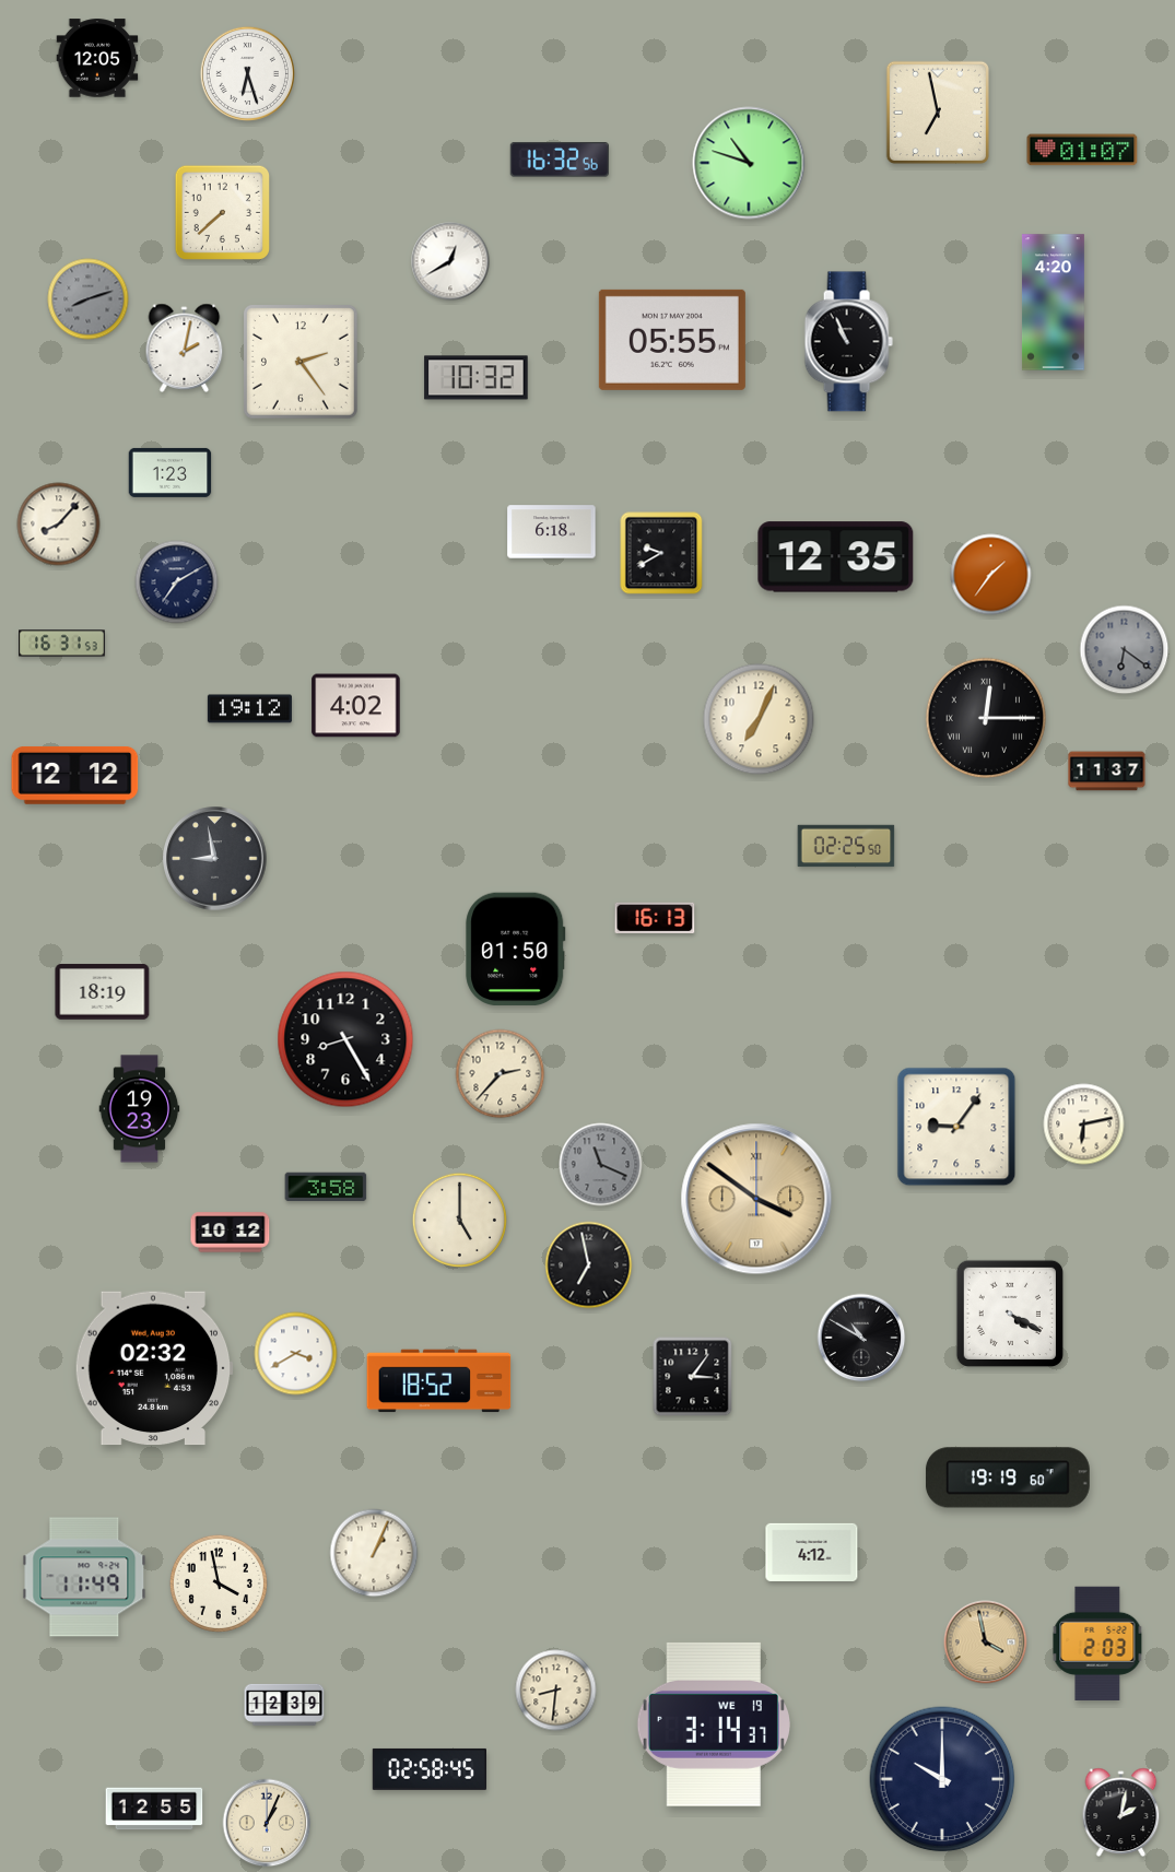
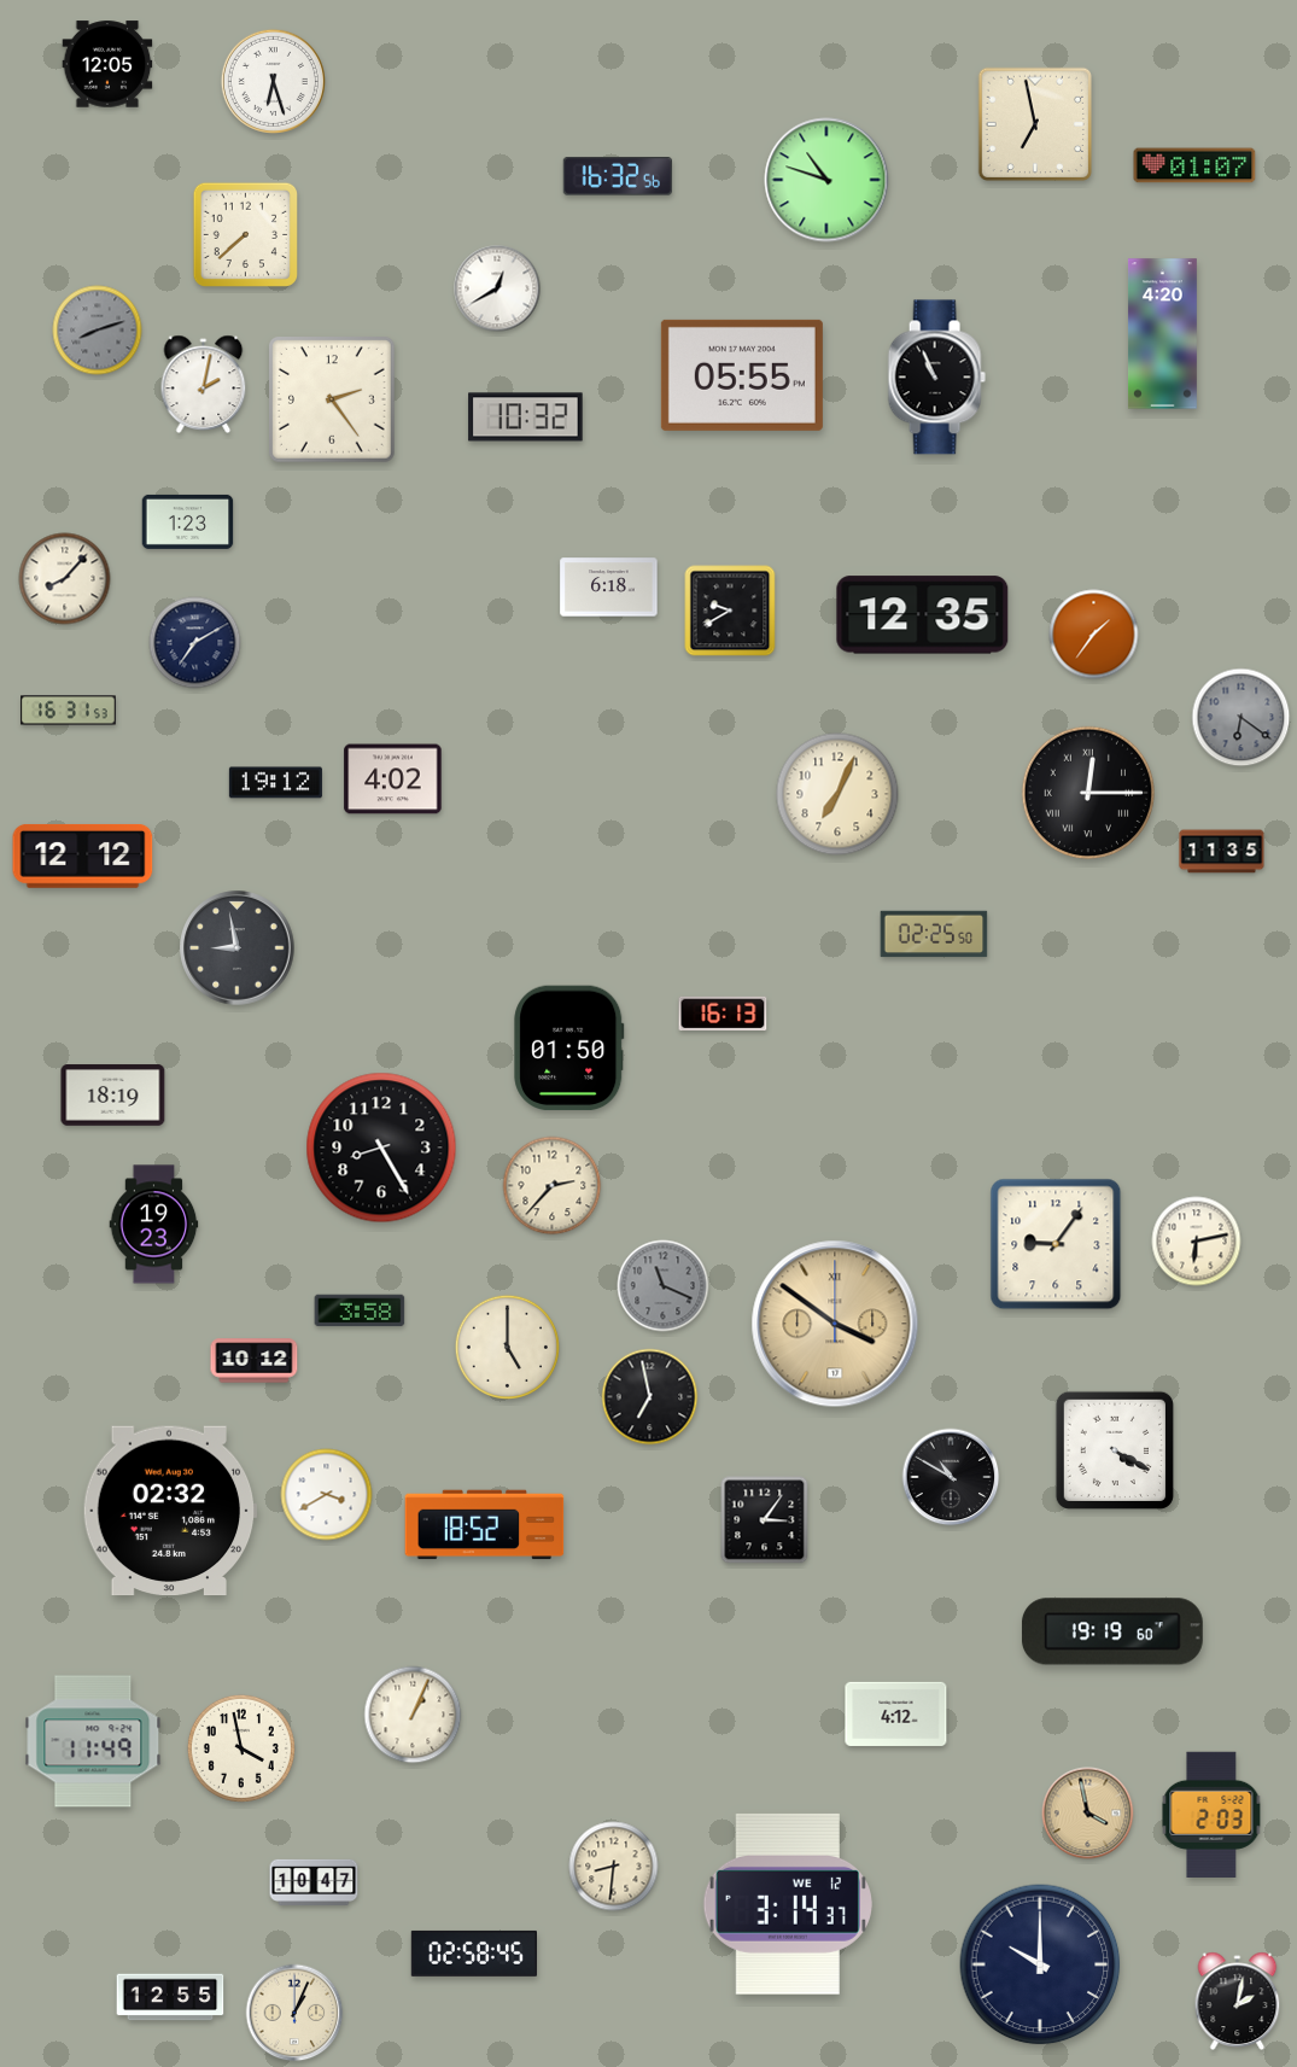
clock at (1107, 772): 11:37 -> 11:35
clock at (284, 1705): 12:39 -> 10:47
clock at (714, 1724) date: WE 19 -> WE 12
